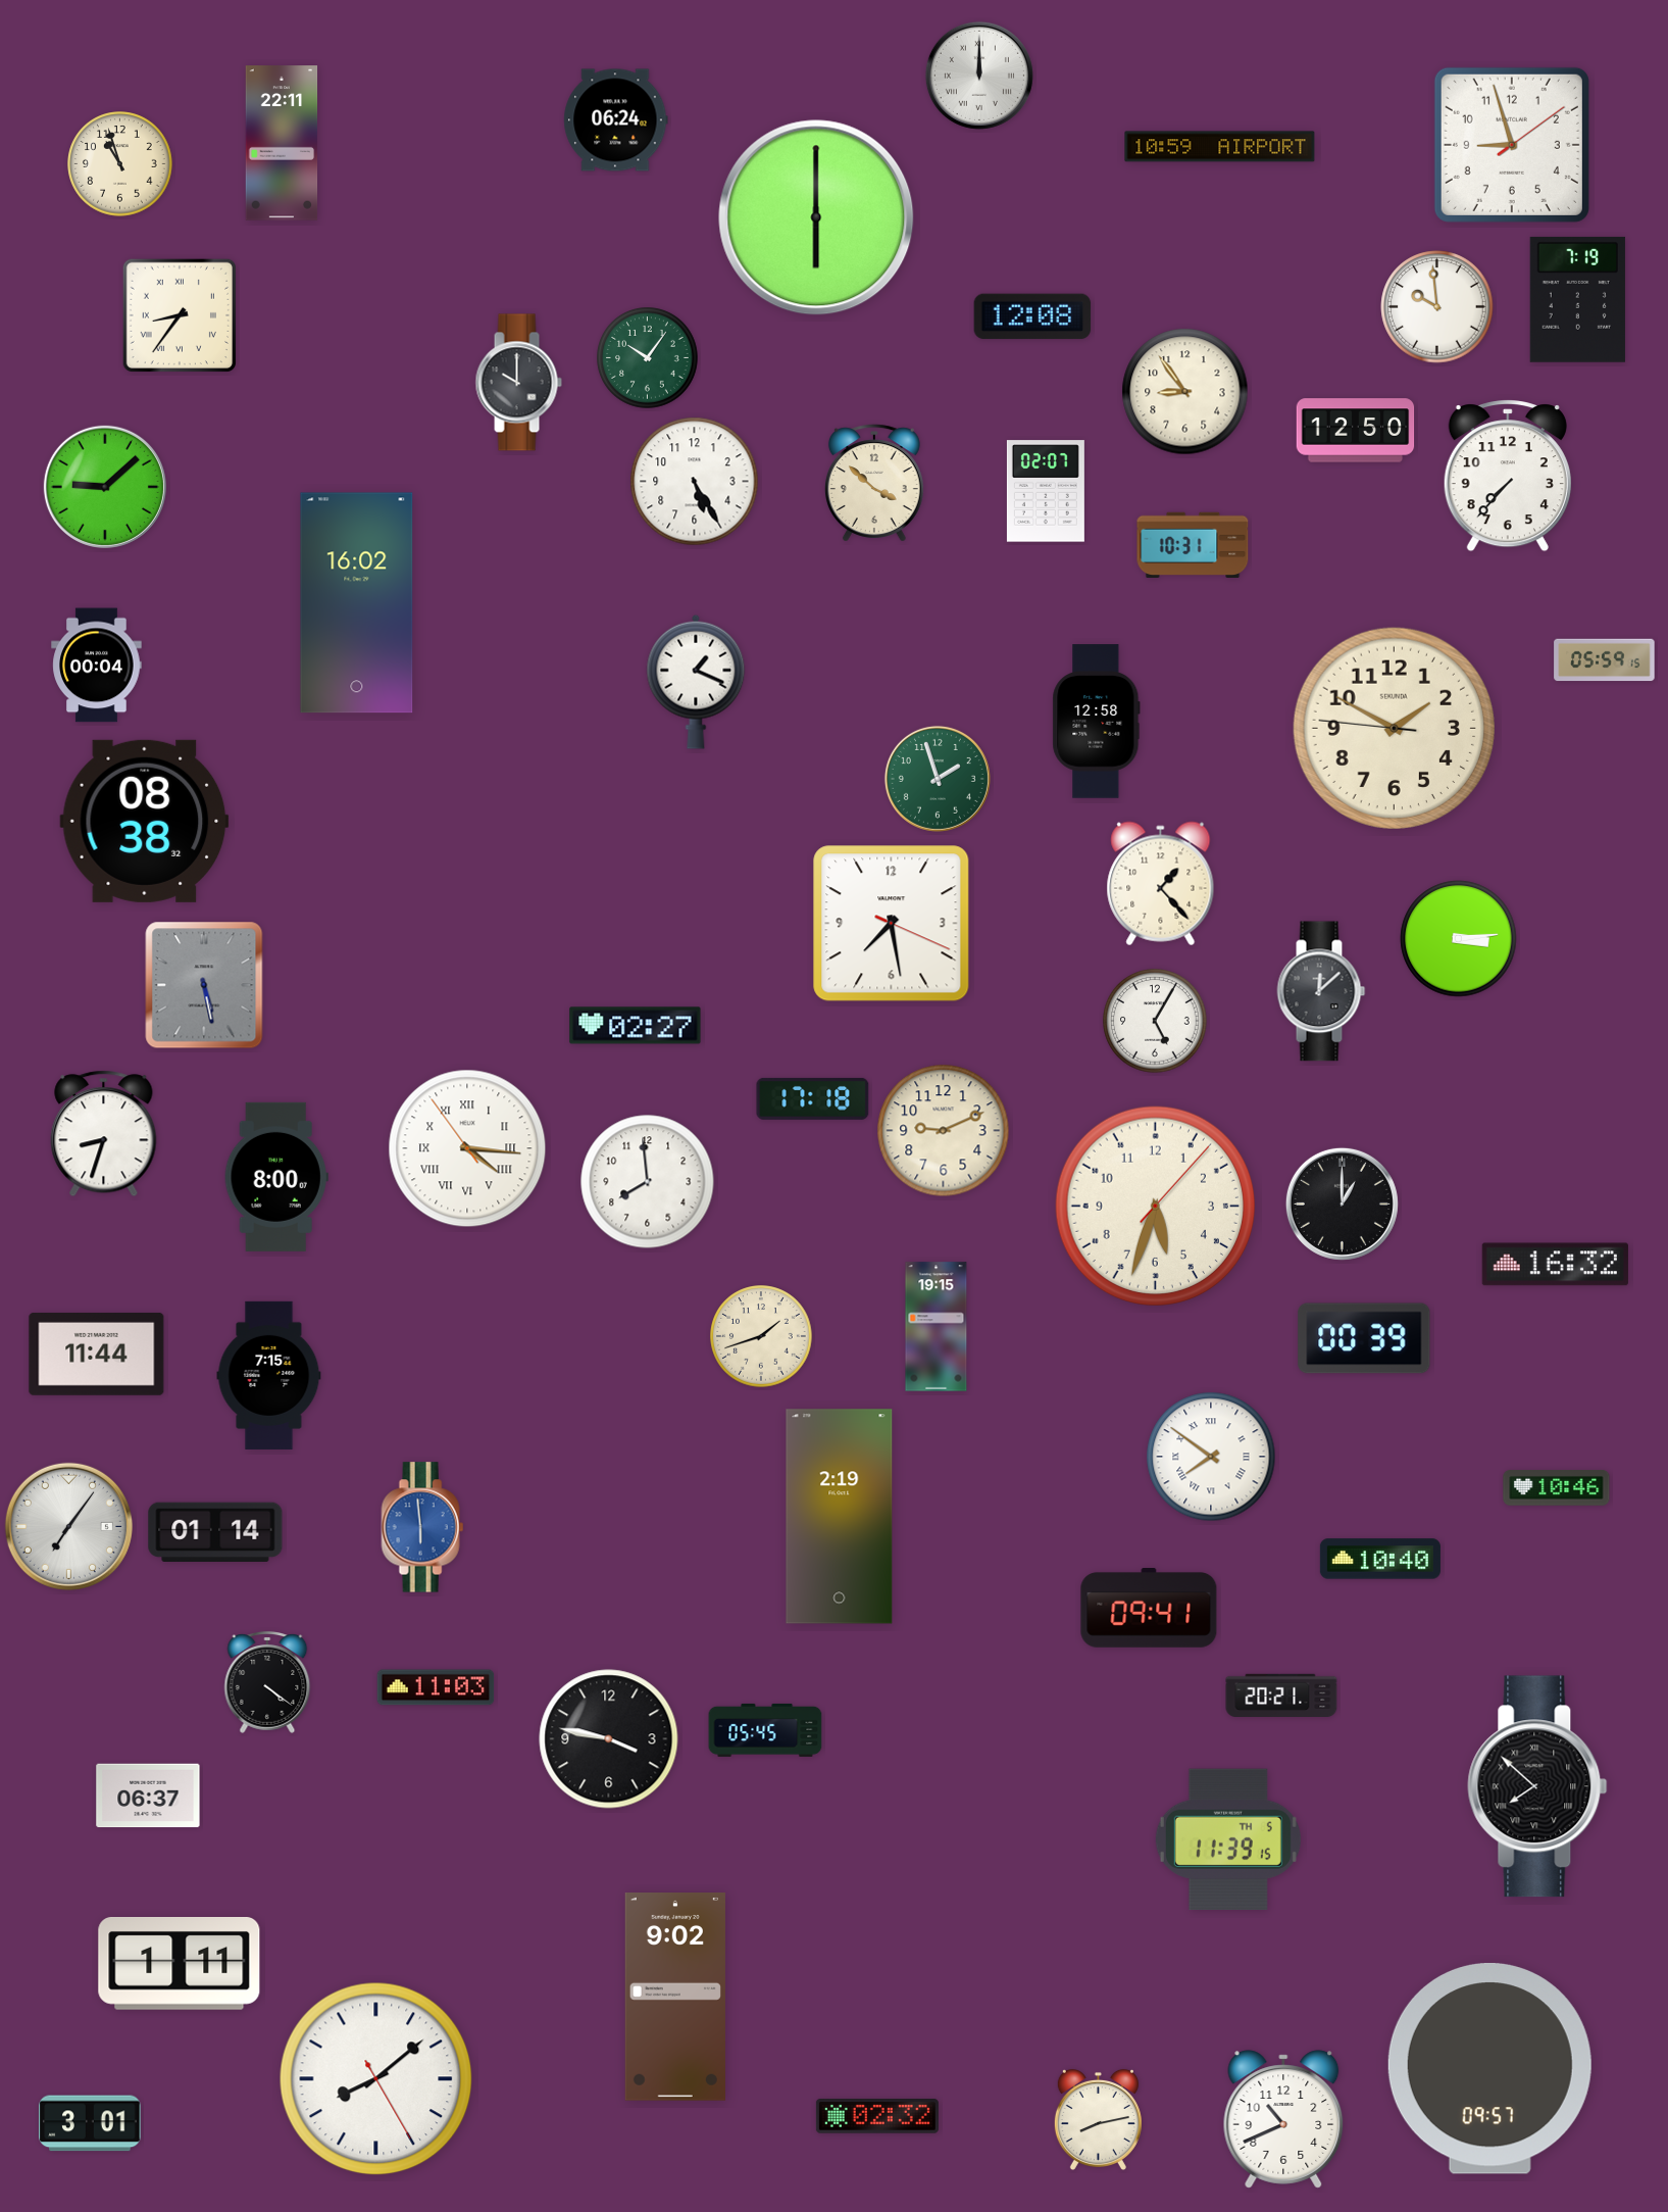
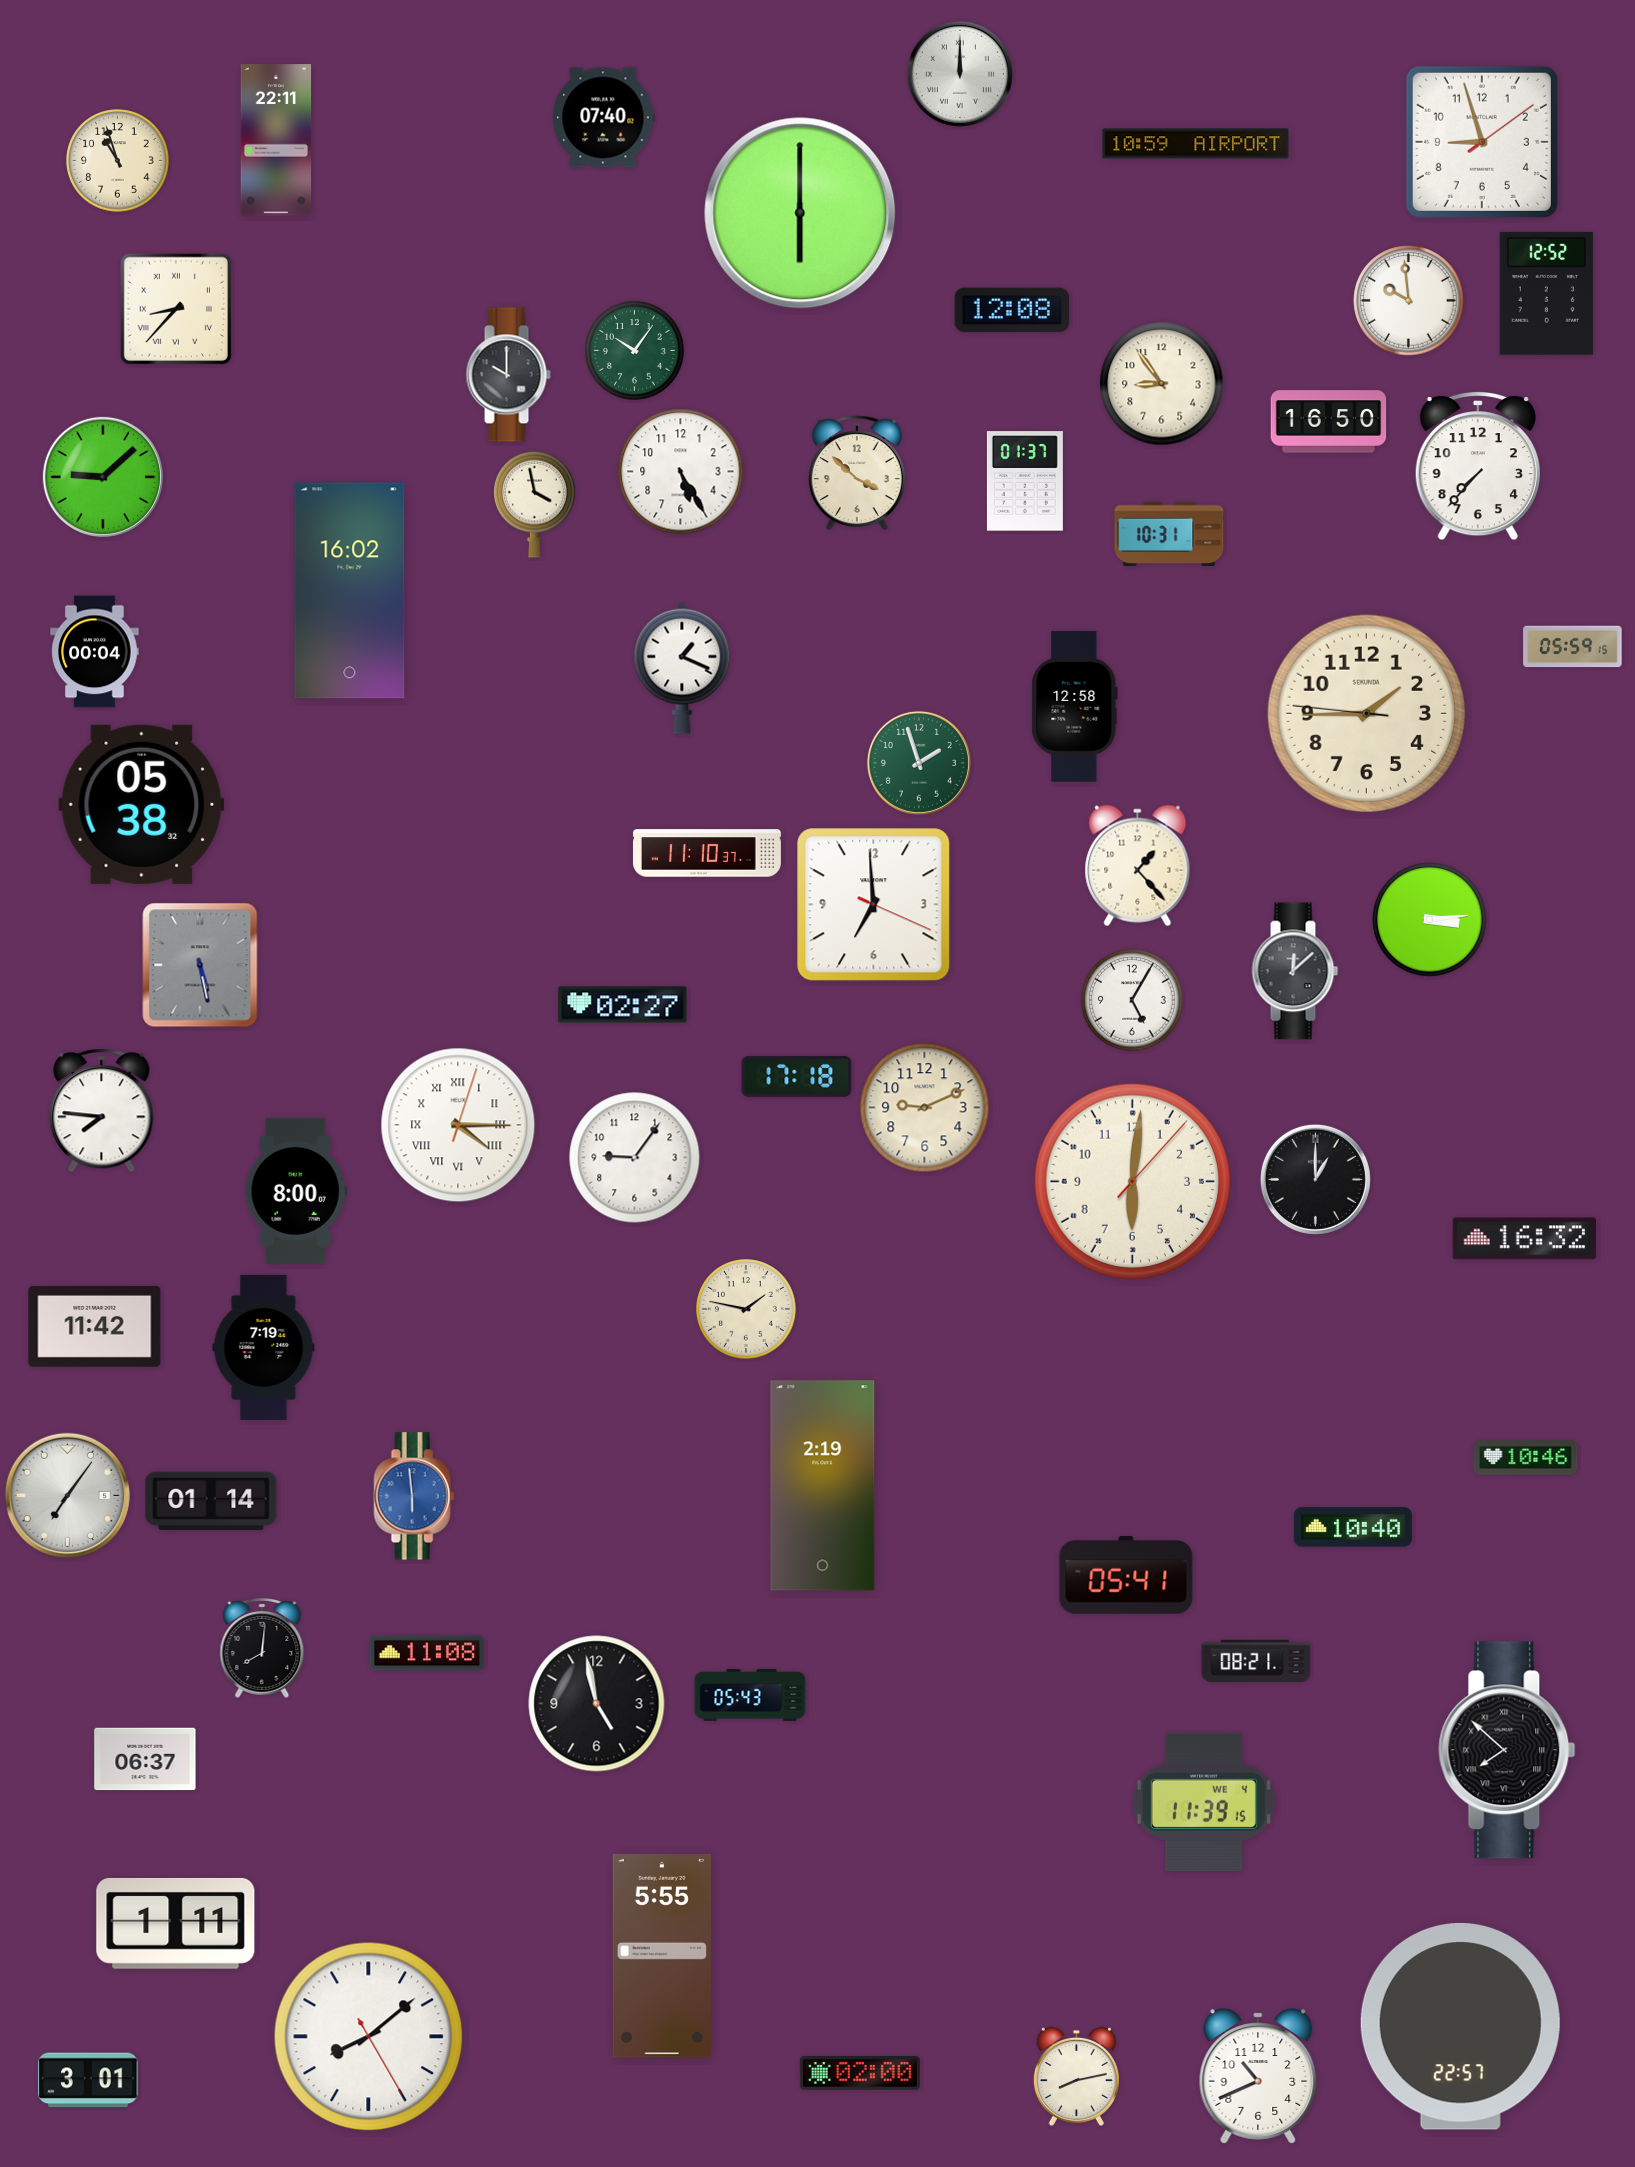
clock at (616, 120): 06:24 -> 07:40
clock at (1577, 299): 7:19 -> 12:52
clock at (180, 315): 8:36 -> 8:37
clock at (1356, 431): 12:50 -> 16:50
clock at (1046, 491): 02:07 -> 01:37
clock at (535, 504): none -> 3:58
clock at (1394, 728): 1:49 -> 1:44
clock at (145, 821): 08:38 -> 05:38
clock at (707, 853): none -> 11:10
clock at (892, 924): 7:28 -> 6:59
clock at (104, 1134): 8:33 -> 7:46
clock at (467, 1148): 4:15:54 -> 4:15:03
clock at (276, 1177) position: (276, 1177) -> (296, 1191)
clock at (648, 1182): 7:59 -> 9:06
clock at (1156, 1207): 5:33 -> 6:01
clock at (937, 1327): 19:15 -> none
clock at (761, 1336): 1:42 -> 1:47
clock at (1364, 1338): 00:39 -> none
clock at (97, 1354): 11:44 -> 11:42
clock at (269, 1375): 7:15 -> 7:19
clock at (1211, 1457): 7:51 -> none
clock at (1149, 1609): 09:41 -> 05:41
clock at (267, 1683): 4:21 -> 8:01
clock at (436, 1687): 11:03 -> 11:08
clock at (1281, 1694): 20:21 -> 08:21
clock at (765, 1730): 05:45 -> 05:43
clock at (609, 1739): 3:47 -> 4:58
clock at (1228, 1838) date: TH 5 -> WE 4
clock at (675, 1998): 9:02 -> 5:55
clock at (1489, 2068): 09:57 -> 22:57
clock at (877, 2117): 02:32 -> 02:00
